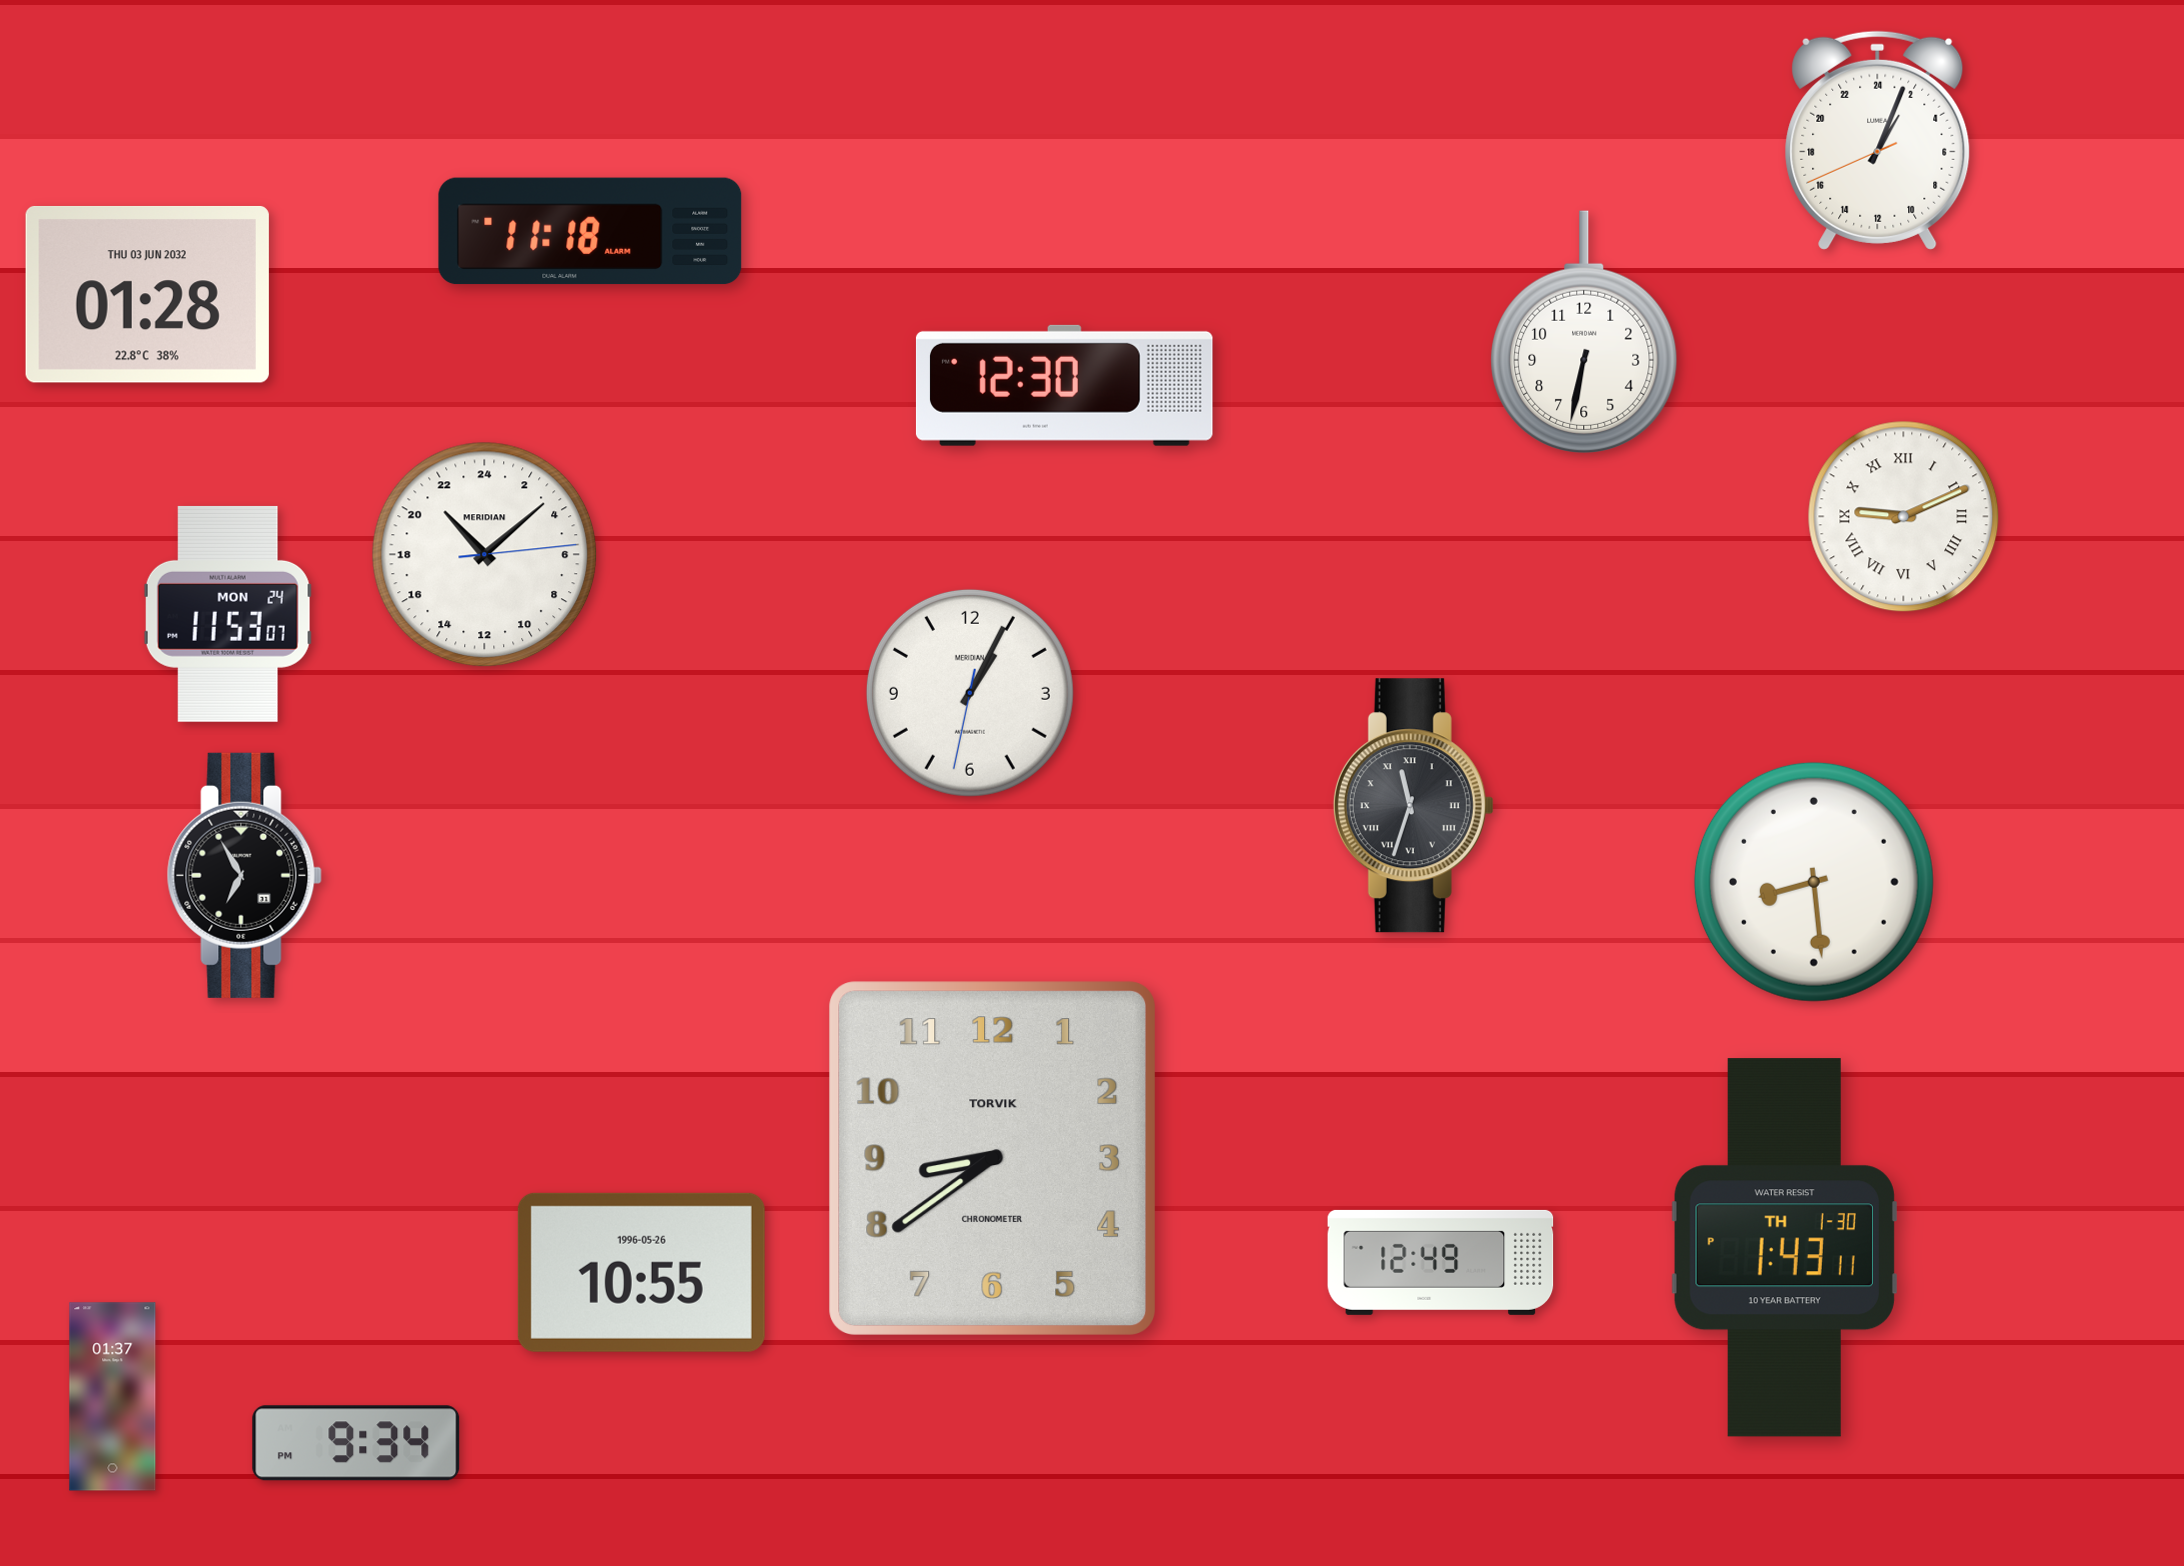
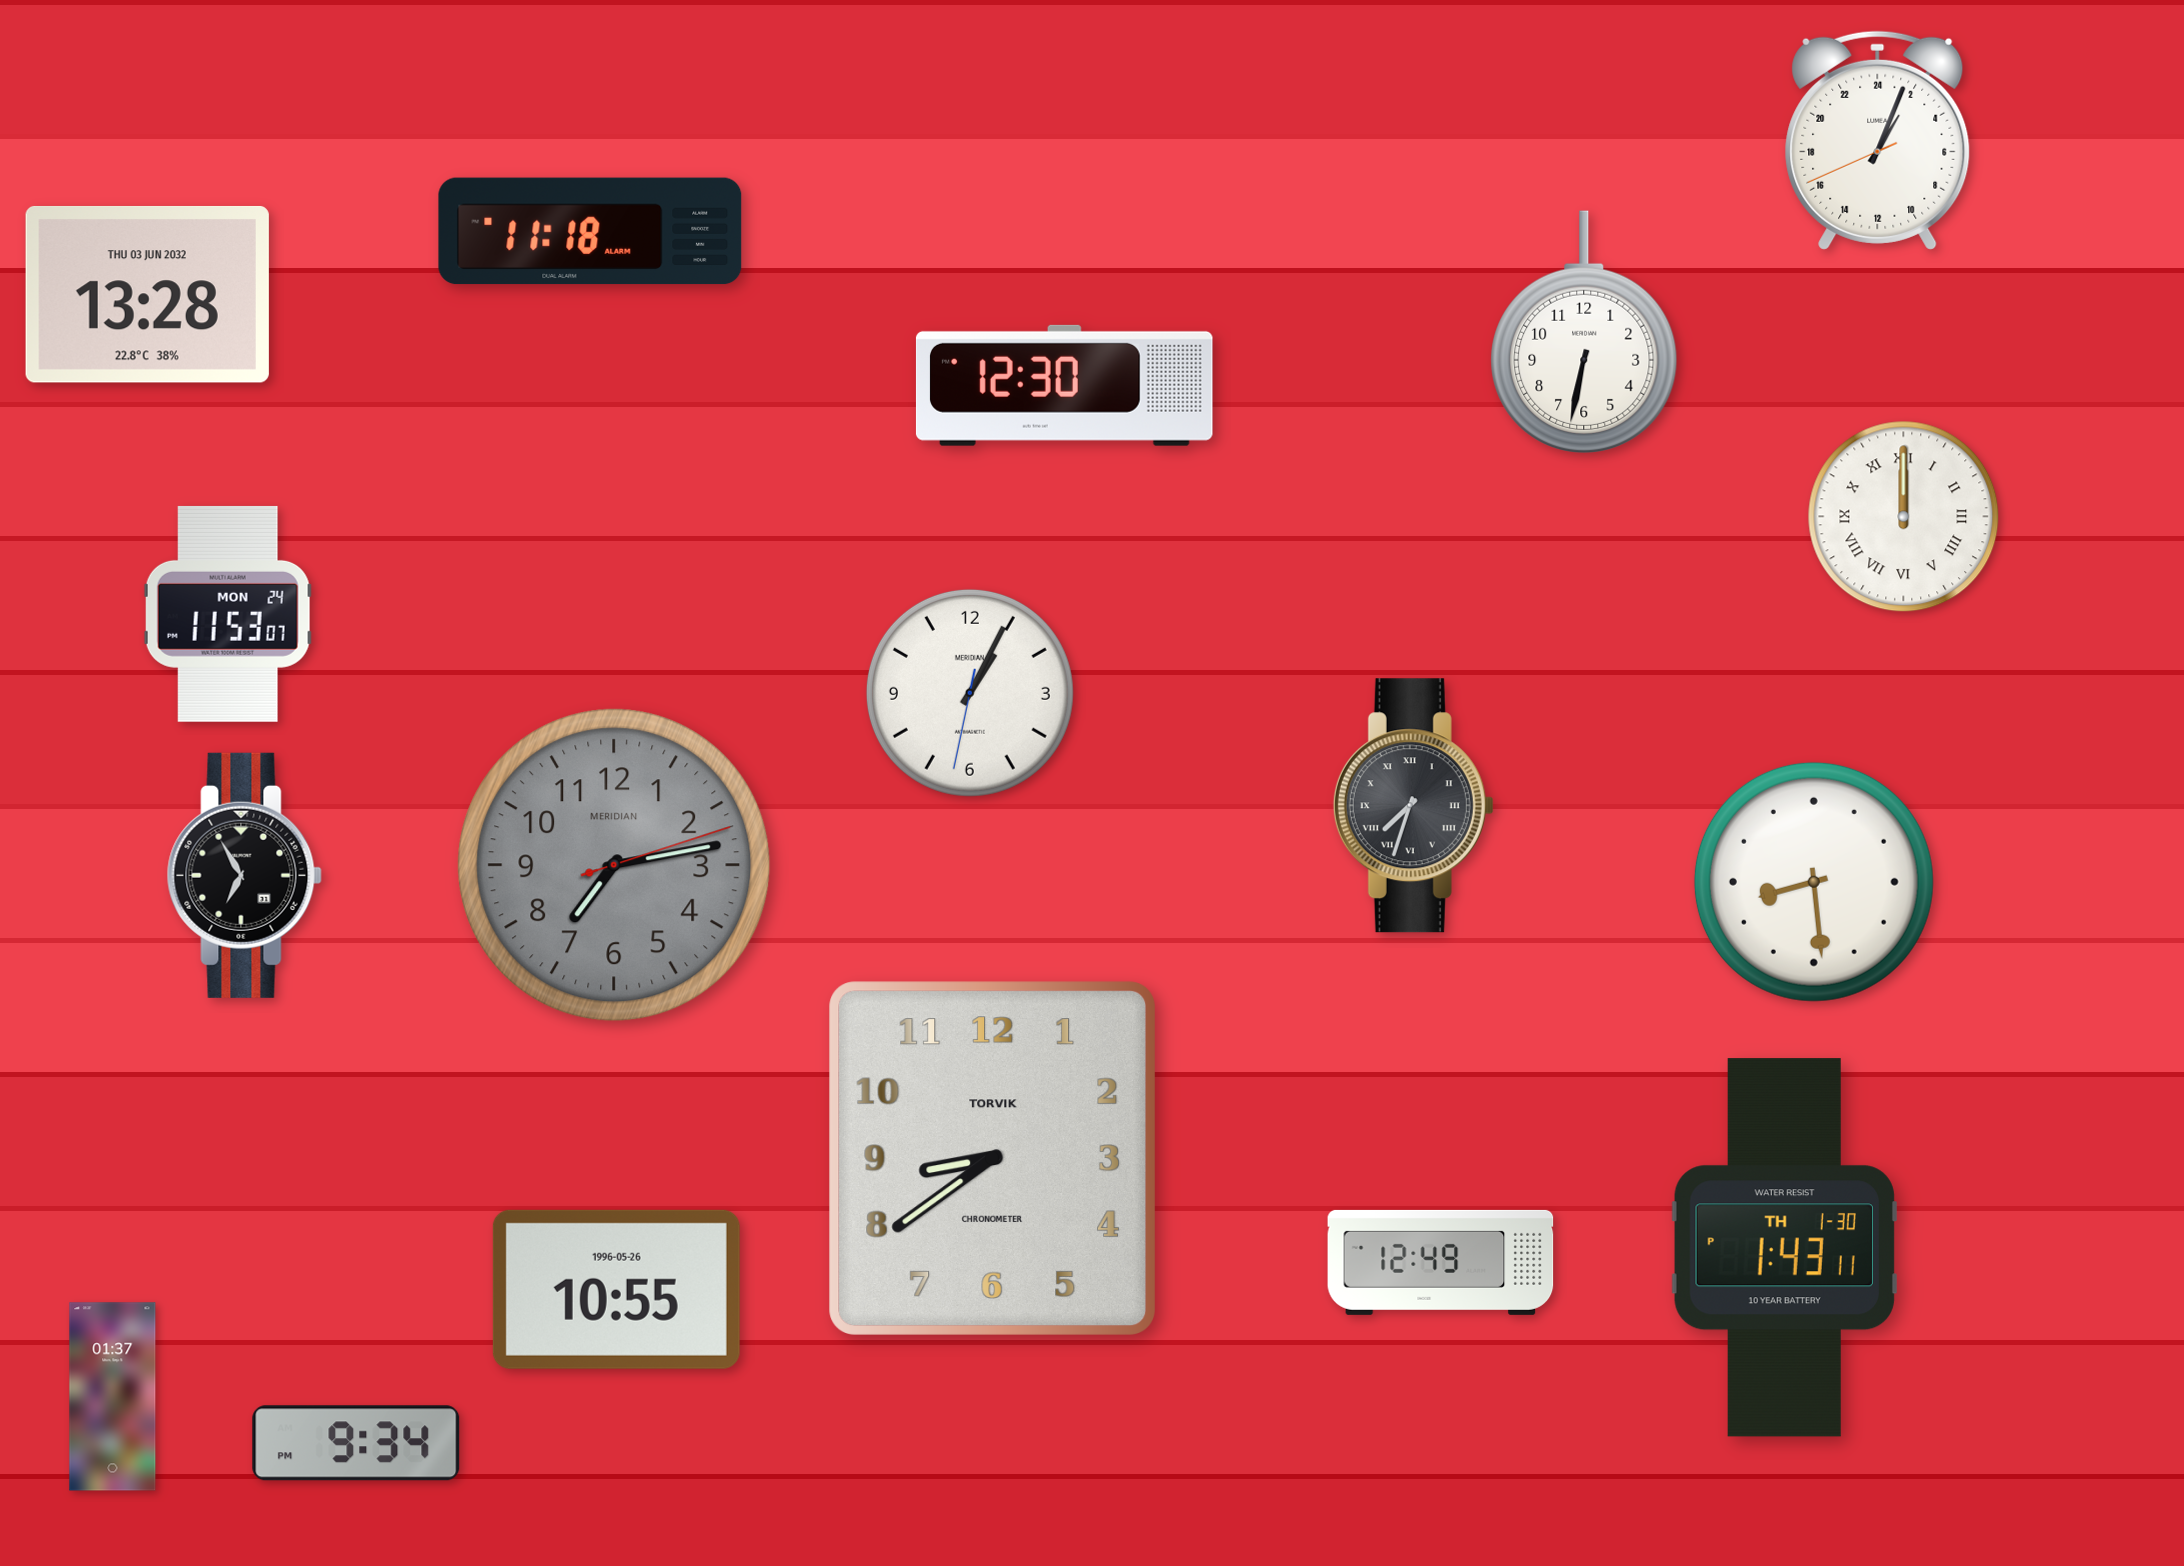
clock at (147, 294): 01:28 -> 13:28
clock at (1904, 517): 9:11 -> 12:00
clock at (485, 555): 21:08 -> none
clock at (1413, 806): 11:33 -> 7:33
clock at (614, 865): none -> 7:13
clock at (641, 1272) position: (641, 1272) -> (616, 1289)
